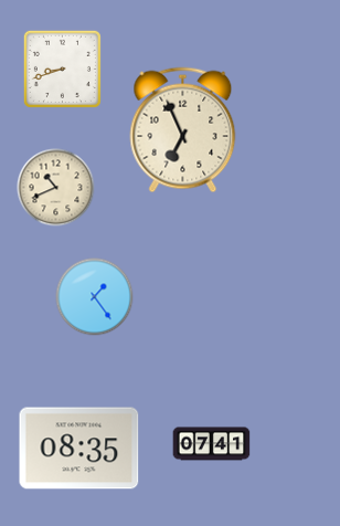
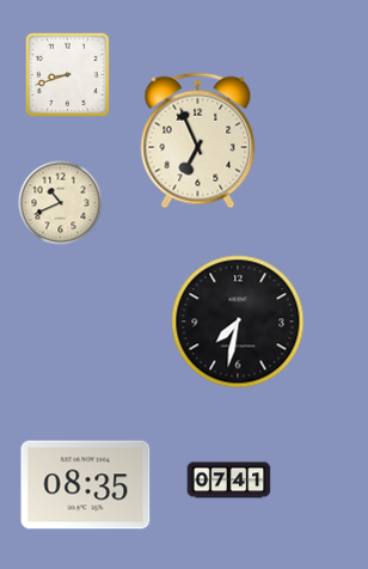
clock at (95, 297): 1:24 -> none
clock at (238, 322): none -> 7:32
